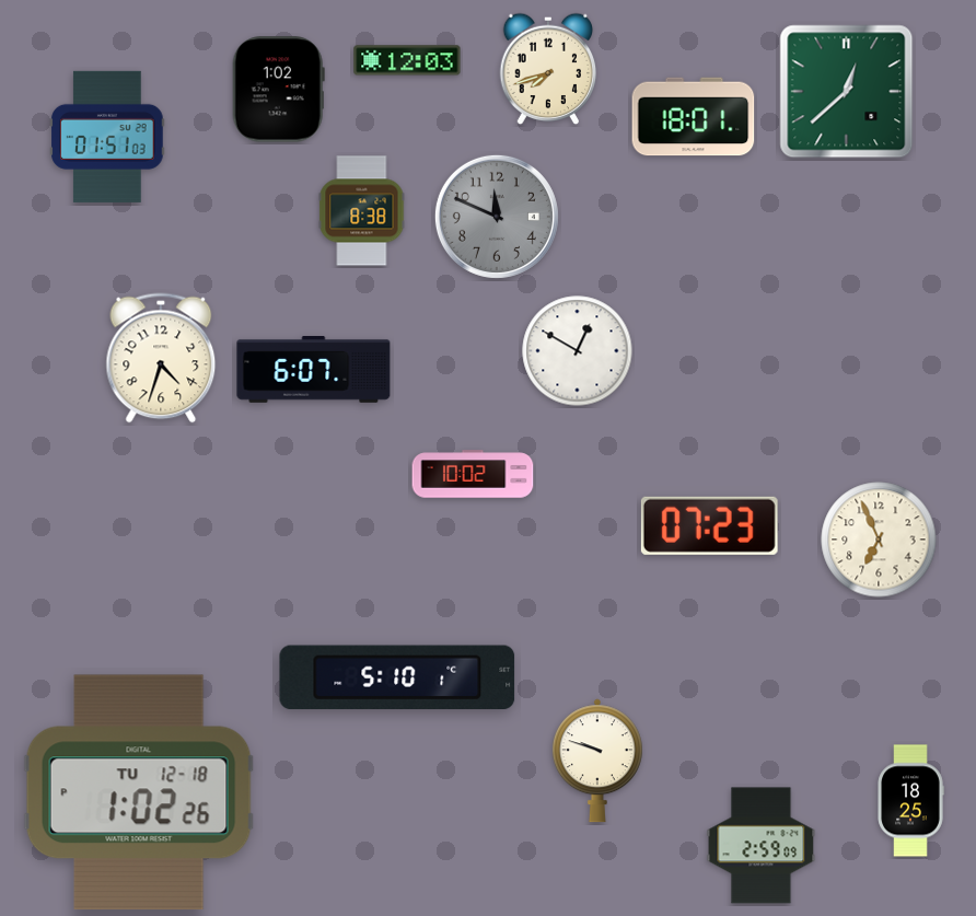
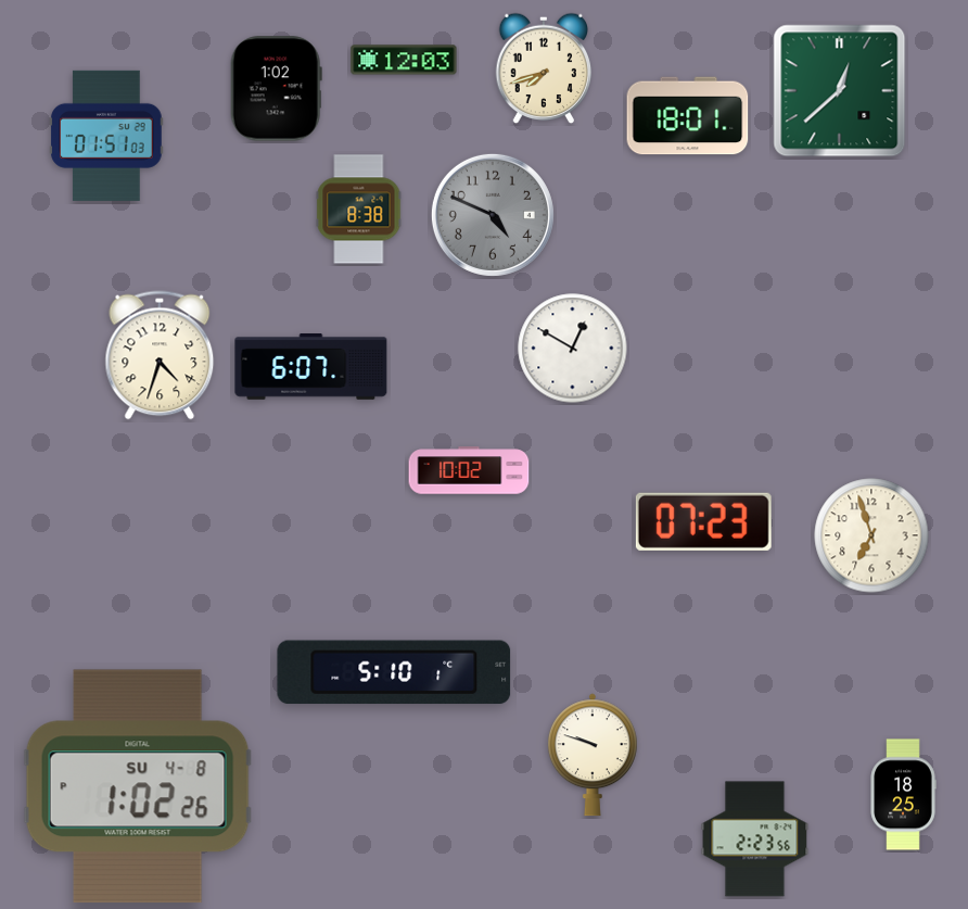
clock at (497, 217): 11:49 -> 4:49
clock at (879, 540): 6:56 -> 6:57
clock at (139, 792) date: TU 12-18 -> SU 4-8
clock at (762, 846): 2:59 -> 2:23
